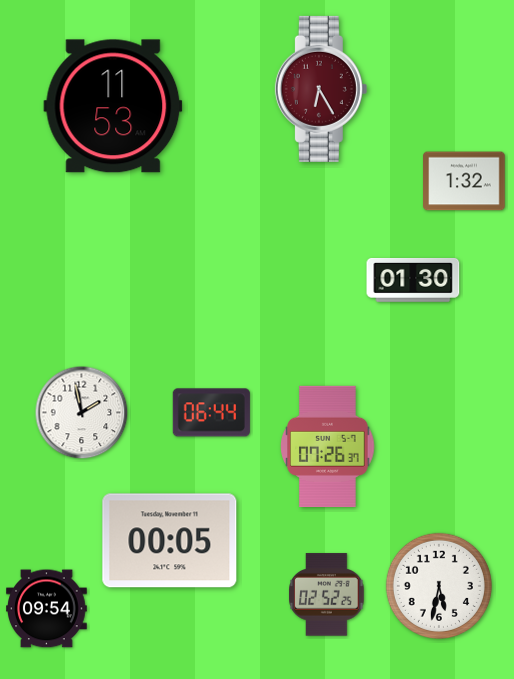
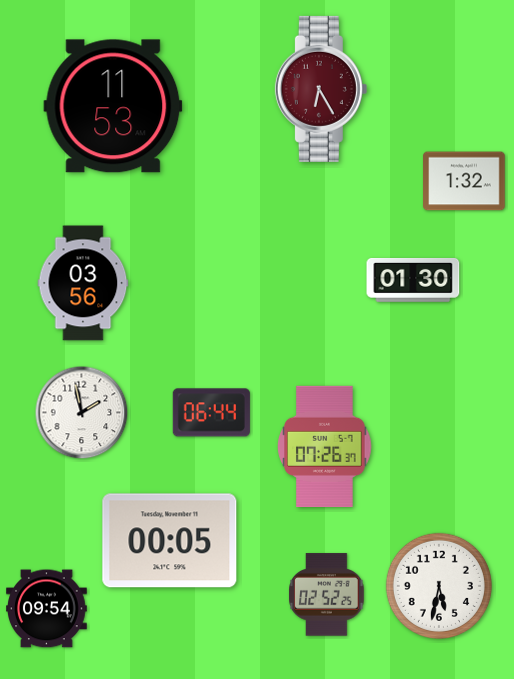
clock at (83, 283): none -> 03:56
clock at (328, 446) position: (328, 446) -> (325, 446)
